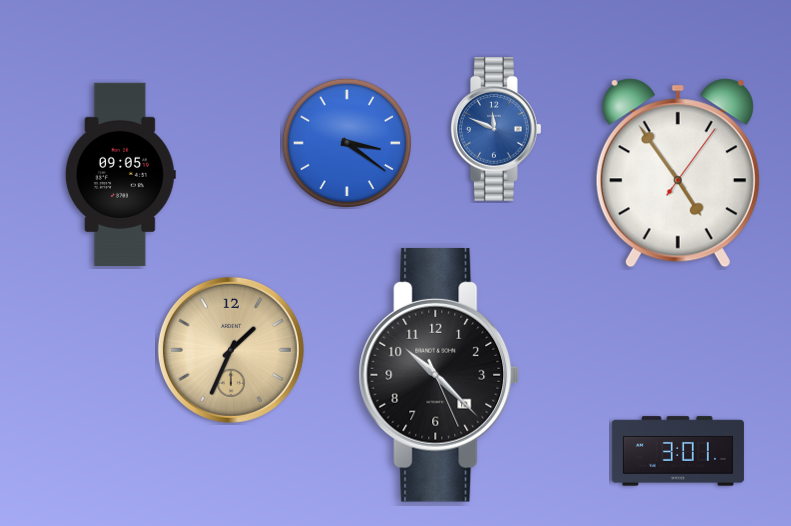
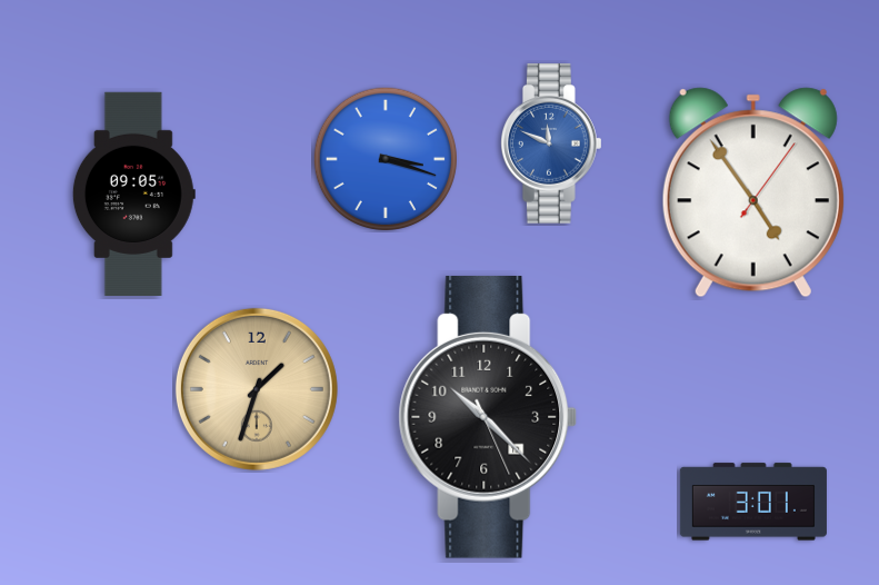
clock at (347, 143): 3:21 -> 3:18
clock at (231, 350): 1:34 -> 1:33
